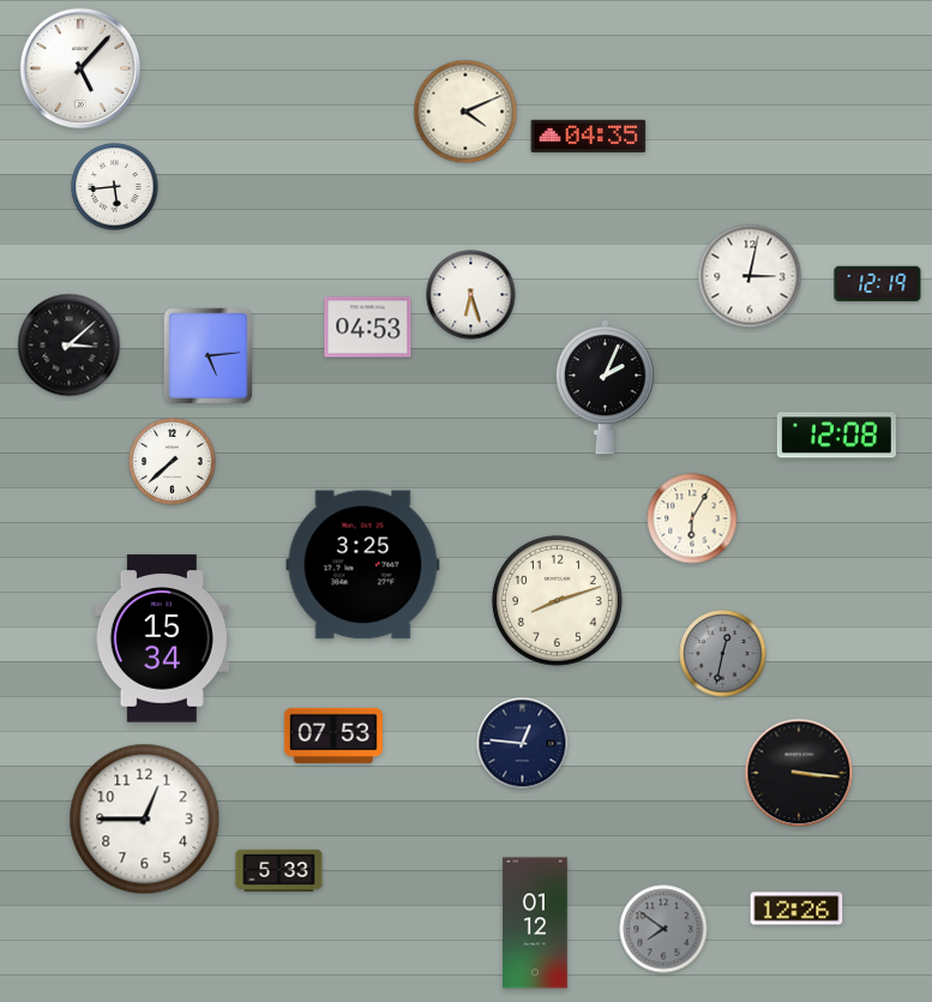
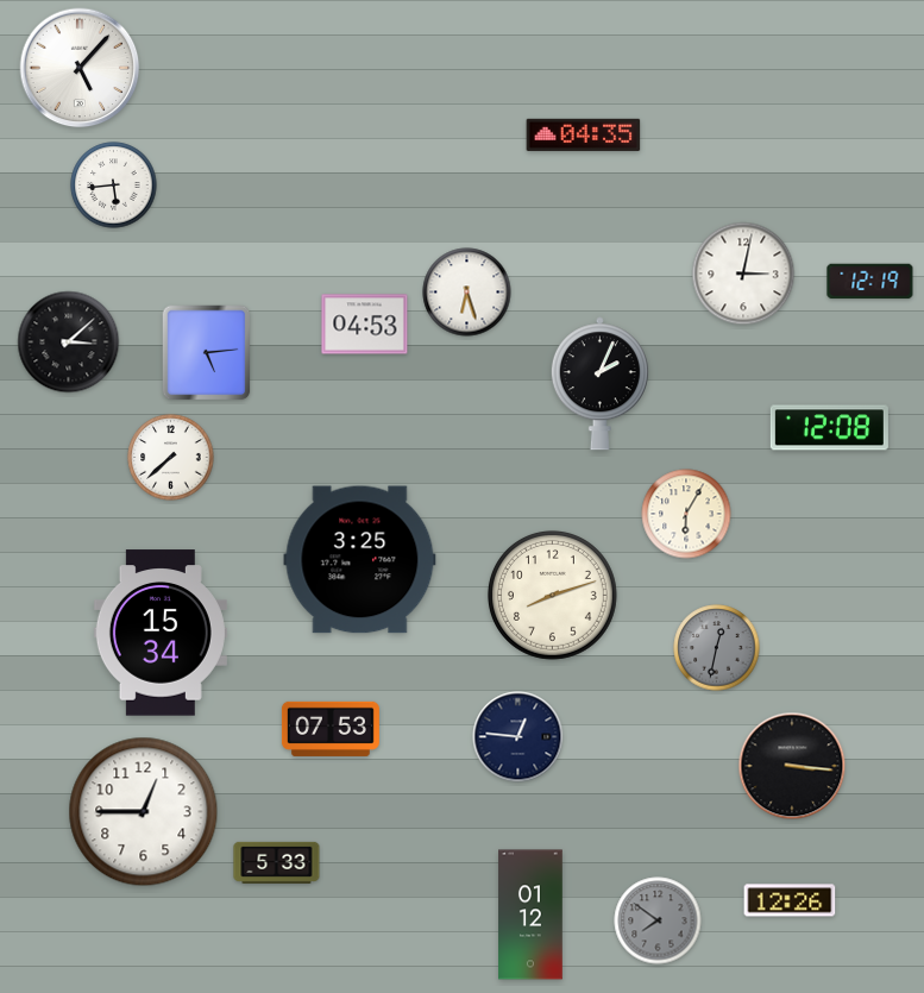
clock at (465, 112): 4:11 -> none
clock at (836, 436) position: (836, 436) -> (829, 428)
